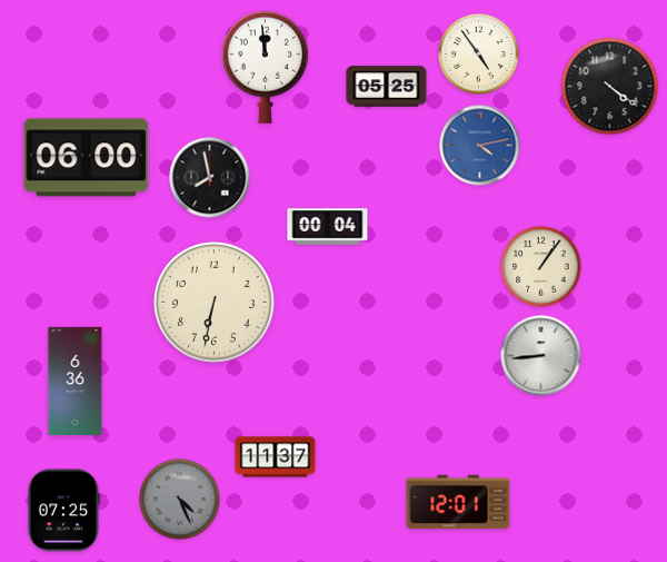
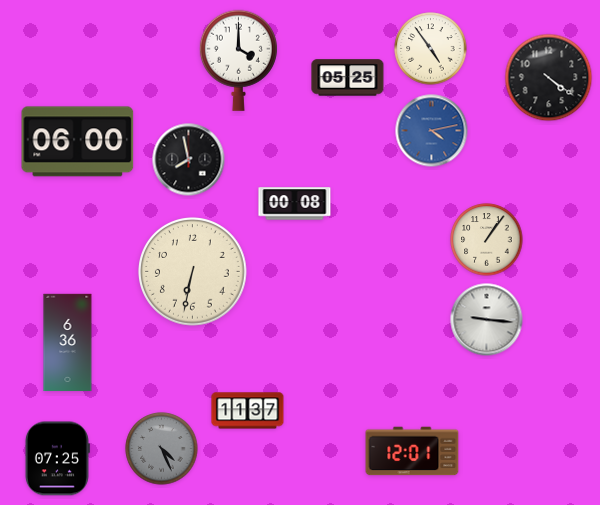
clock at (265, 67): 11:59 -> 4:00
clock at (328, 227): 00:04 -> 00:08
clock at (541, 356): 8:44 -> 9:16
